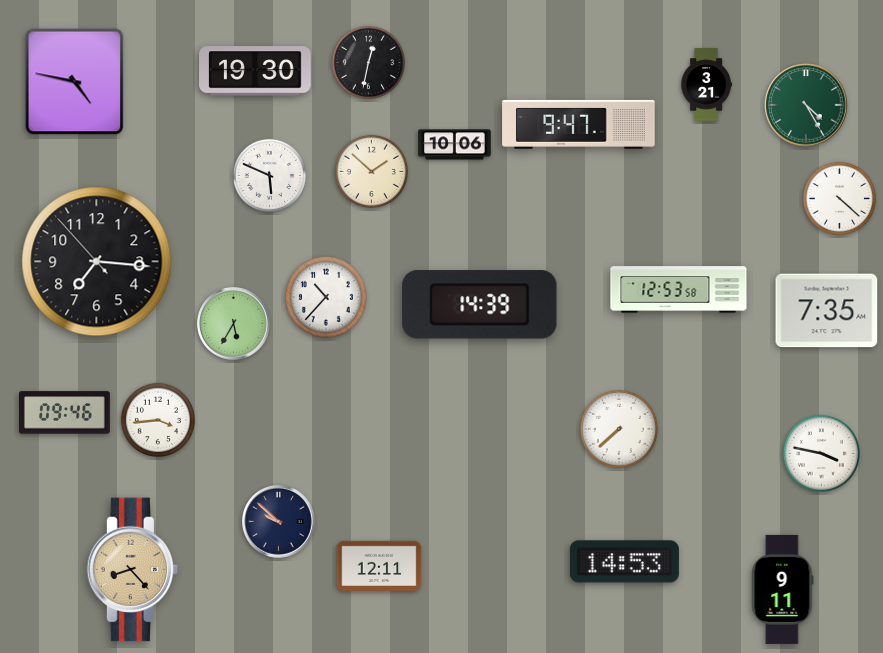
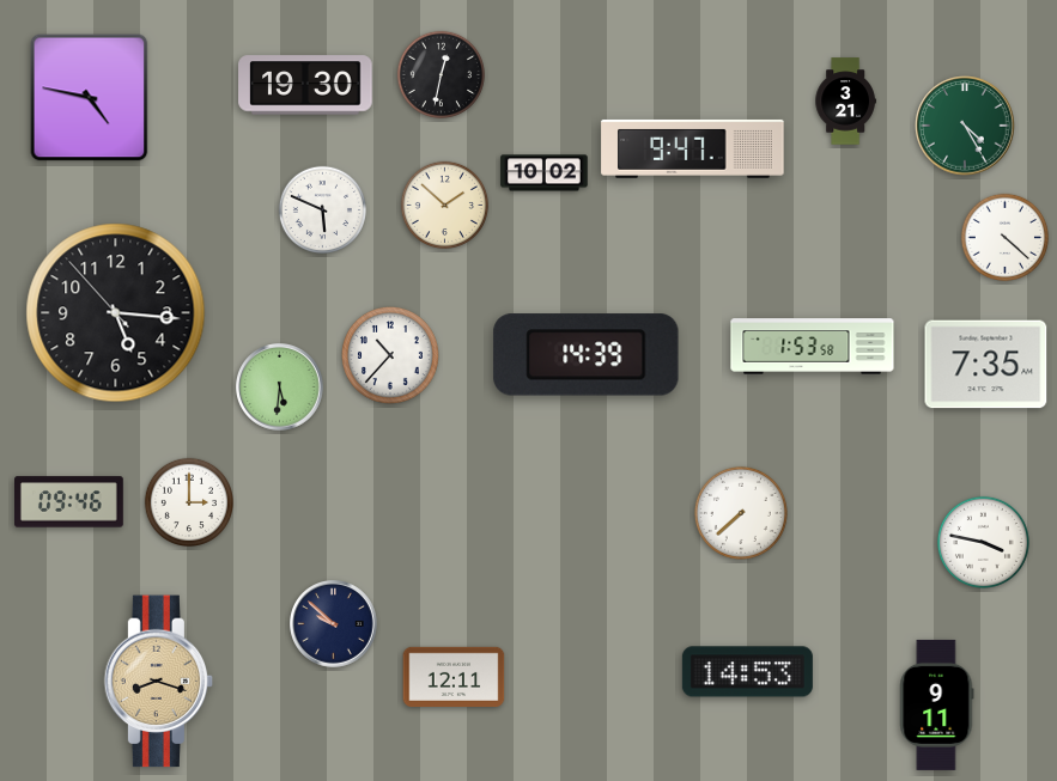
clock at (455, 145): 10:06 -> 10:02
clock at (97, 262): 7:15 -> 5:15
clock at (679, 290): 12:53 -> 1:53
clock at (480, 305) position: (480, 305) -> (587, 355)
clock at (827, 311) position: (827, 311) -> (986, 365)
clock at (234, 324): 5:35 -> 5:31
clock at (65, 413) position: (65, 413) -> (69, 502)
clock at (157, 419): 3:44 -> 3:00
clock at (133, 570): 8:23 -> 8:18
